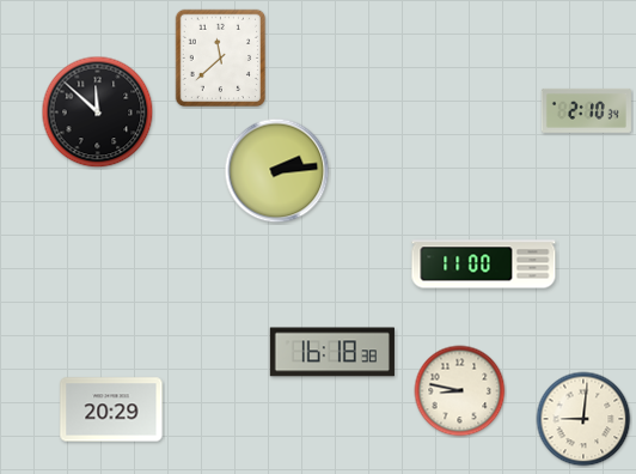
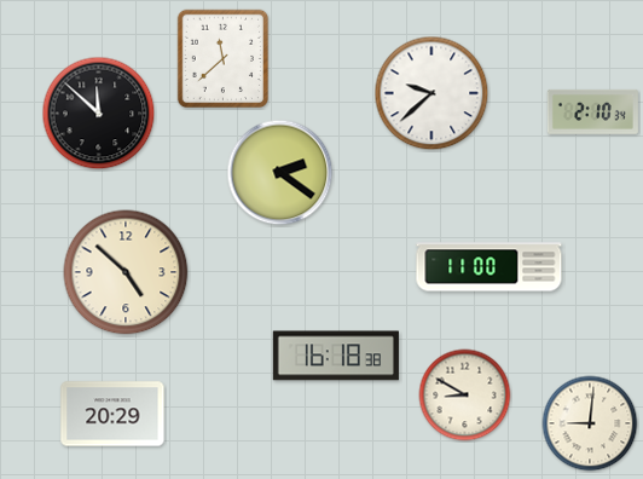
clock at (431, 93): none -> 9:38
clock at (277, 171): 2:14 -> 2:21
clock at (126, 272): none -> 4:52
clock at (460, 391): 8:47 -> 8:50
